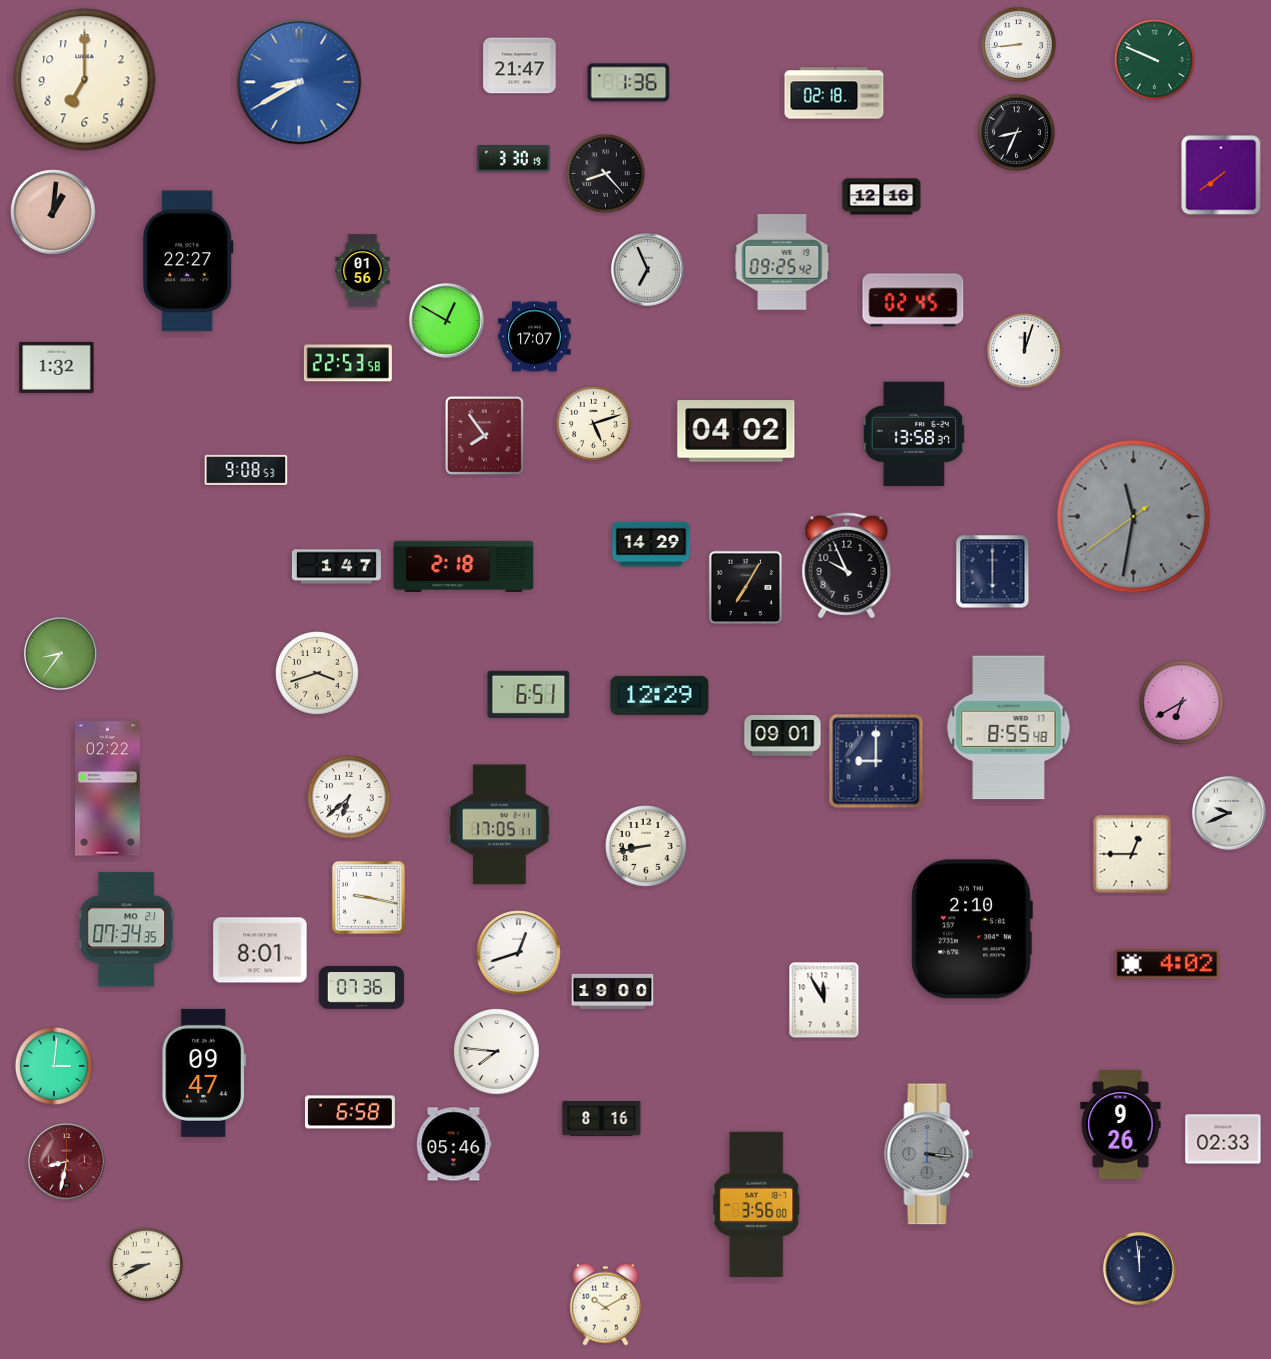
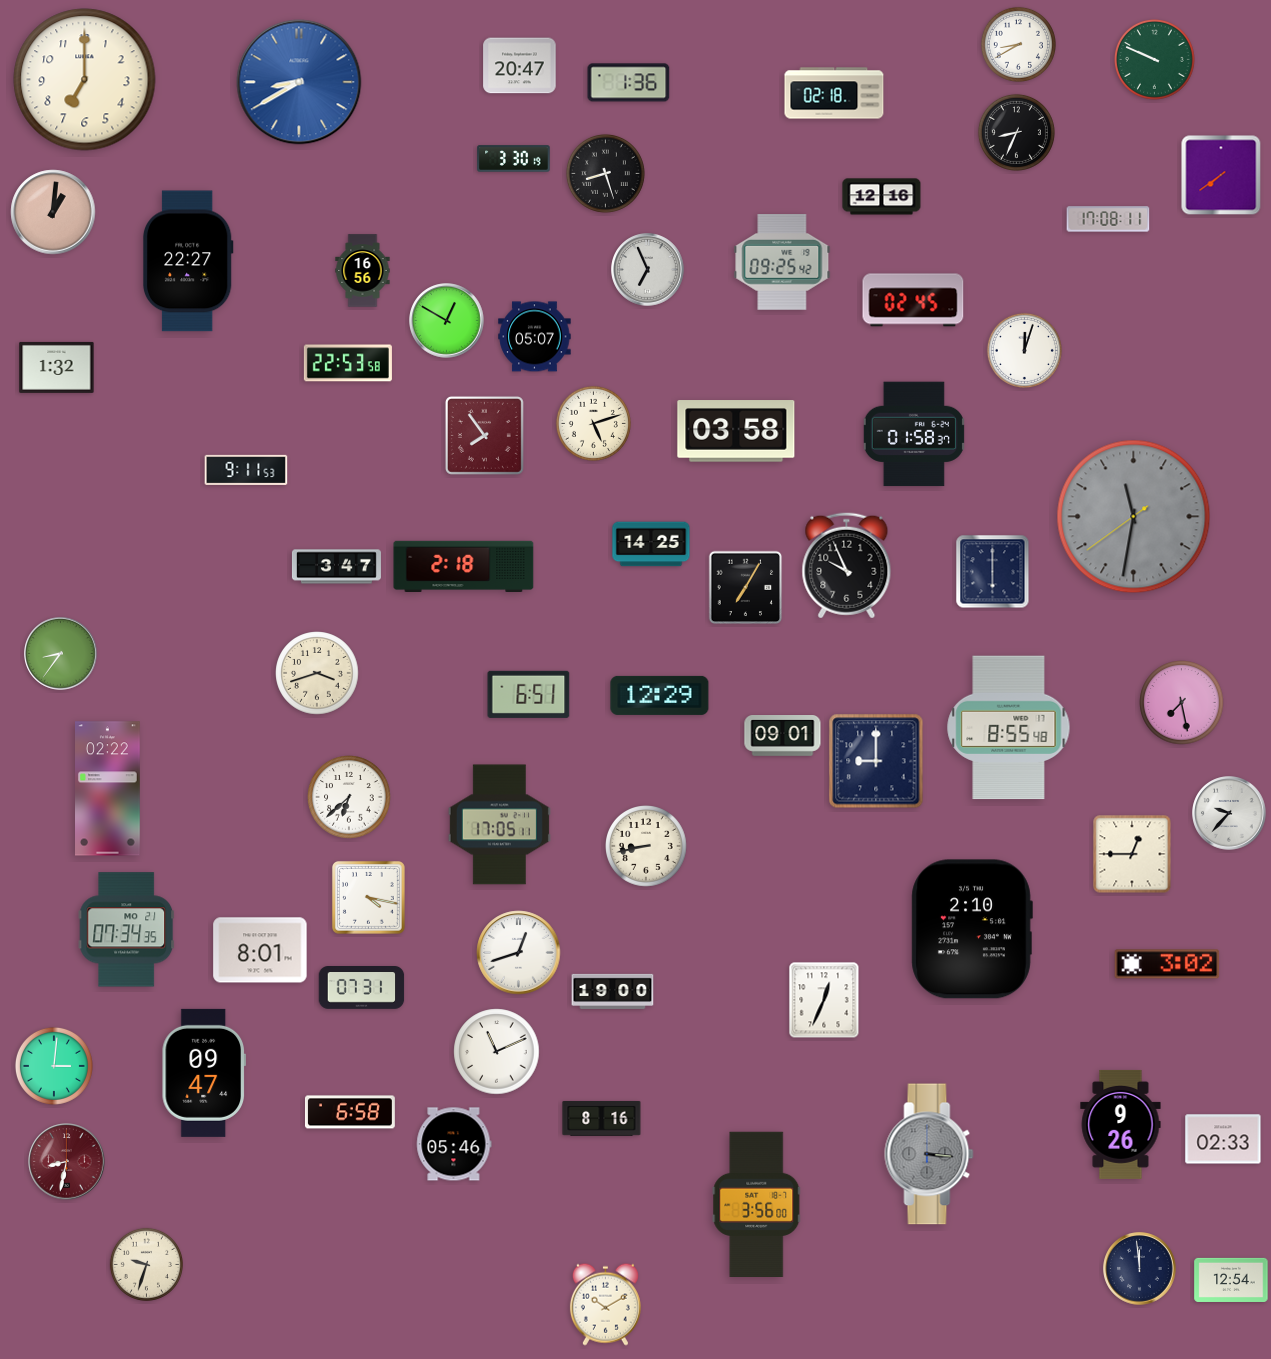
clock at (1018, 44): 8:44 -> 8:40
clock at (520, 66): 21:47 -> 20:47
clock at (605, 173): 8:23 -> 8:27
clock at (1108, 219): none -> 17:08
clock at (363, 271): 01:56 -> 16:56
clock at (535, 337): 17:07 -> 05:07
clock at (736, 431): 04:02 -> 03:58
clock at (914, 434): 13:58 -> 01:58
clock at (246, 469): 9:08 -> 9:11
clock at (651, 544): 14:29 -> 14:25
clock at (336, 567): 1:47 -> 3:47
clock at (1182, 703): 6:40 -> 7:28
clock at (1229, 813): 9:41 -> 9:37
clock at (368, 897): 9:17 -> 4:17
clock at (1167, 964): 4:02 -> 3:02
clock at (362, 988): 07:36 -> 07:31
clock at (824, 1000): 11:55 -> 12:34
clock at (497, 1052): 7:46 -> 11:11
clock at (146, 1264): 8:41 -> 9:33
clock at (1231, 1280): none -> 12:54
